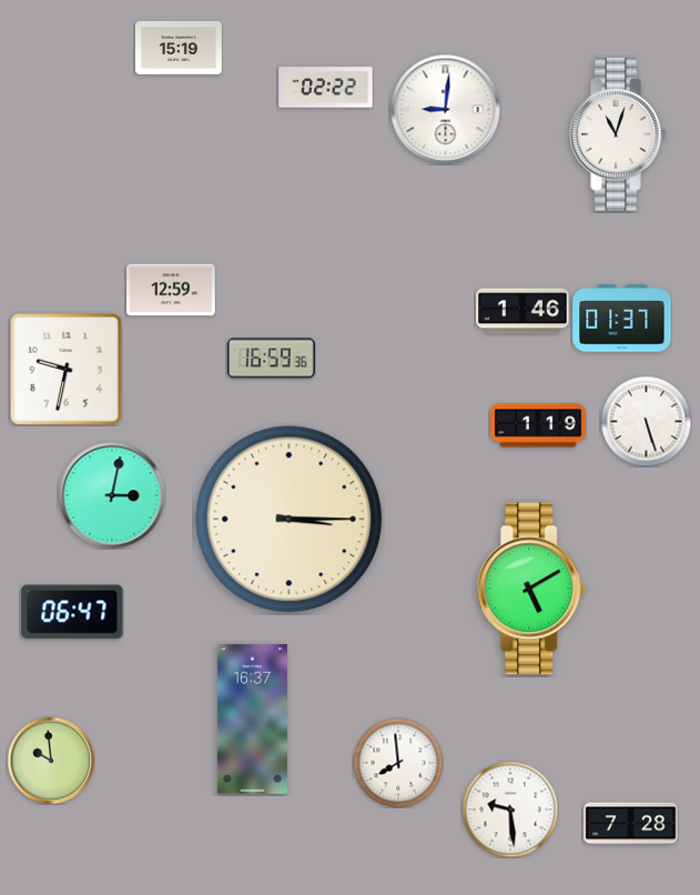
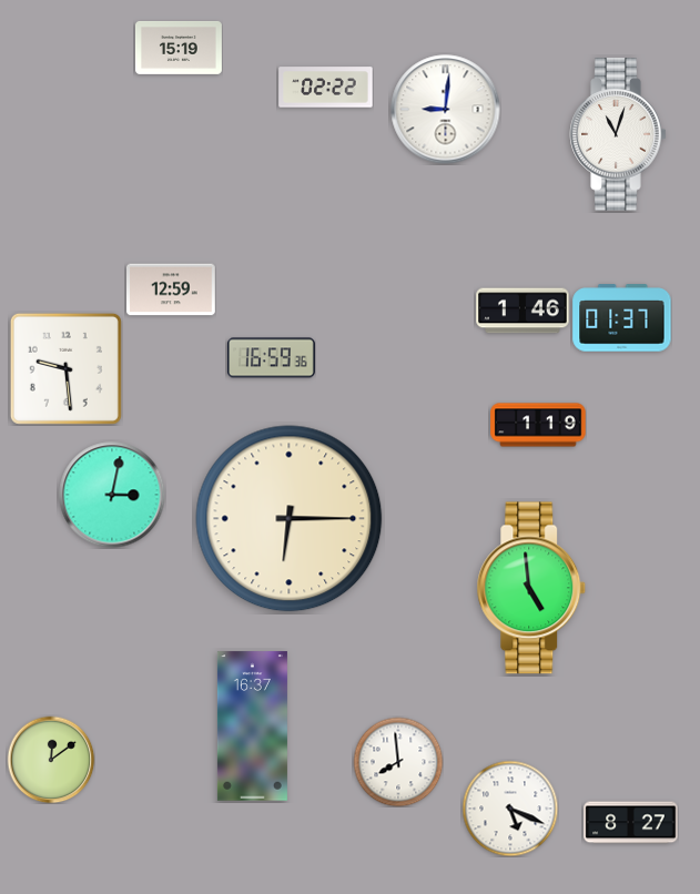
clock at (65, 369): 9:32 -> 9:29
clock at (646, 421): 5:27 -> none
clock at (290, 520): 3:15 -> 6:15
clock at (531, 589): 5:10 -> 4:59
clock at (72, 612): 06:47 -> none
clock at (252, 720) position: (252, 720) -> (252, 727)
clock at (51, 761): 9:59 -> 12:09
clock at (510, 809): 9:29 -> 5:19
clock at (631, 824): 7:28 -> 8:27
